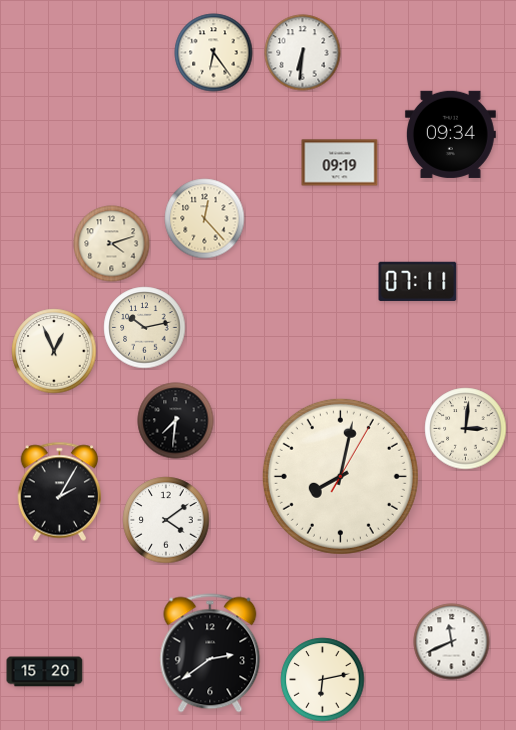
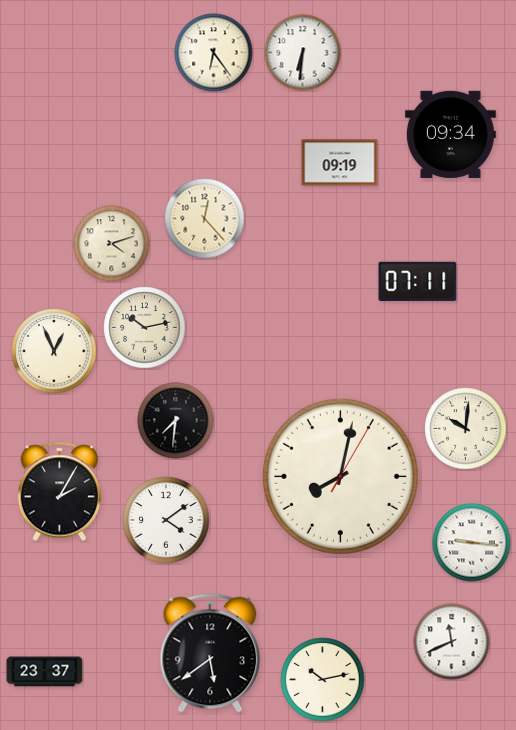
clock at (466, 429): 3:01 -> 10:01
clock at (472, 543): none -> 9:16
clock at (210, 653): 2:39 -> 5:39
clock at (45, 672): 15:20 -> 23:37
clock at (323, 680): 6:13 -> 10:13
